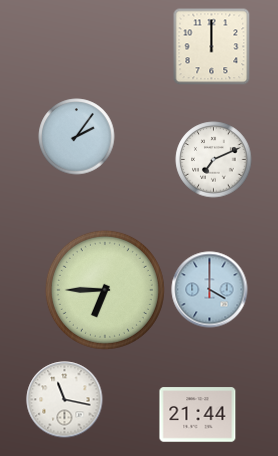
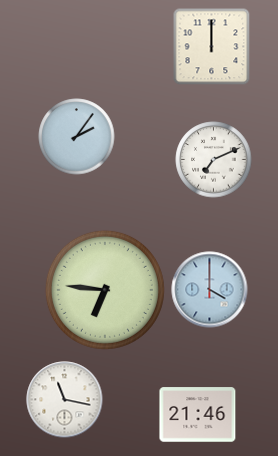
clock at (105, 290): 6:45 -> 6:46
clock at (198, 415): 21:44 -> 21:46
